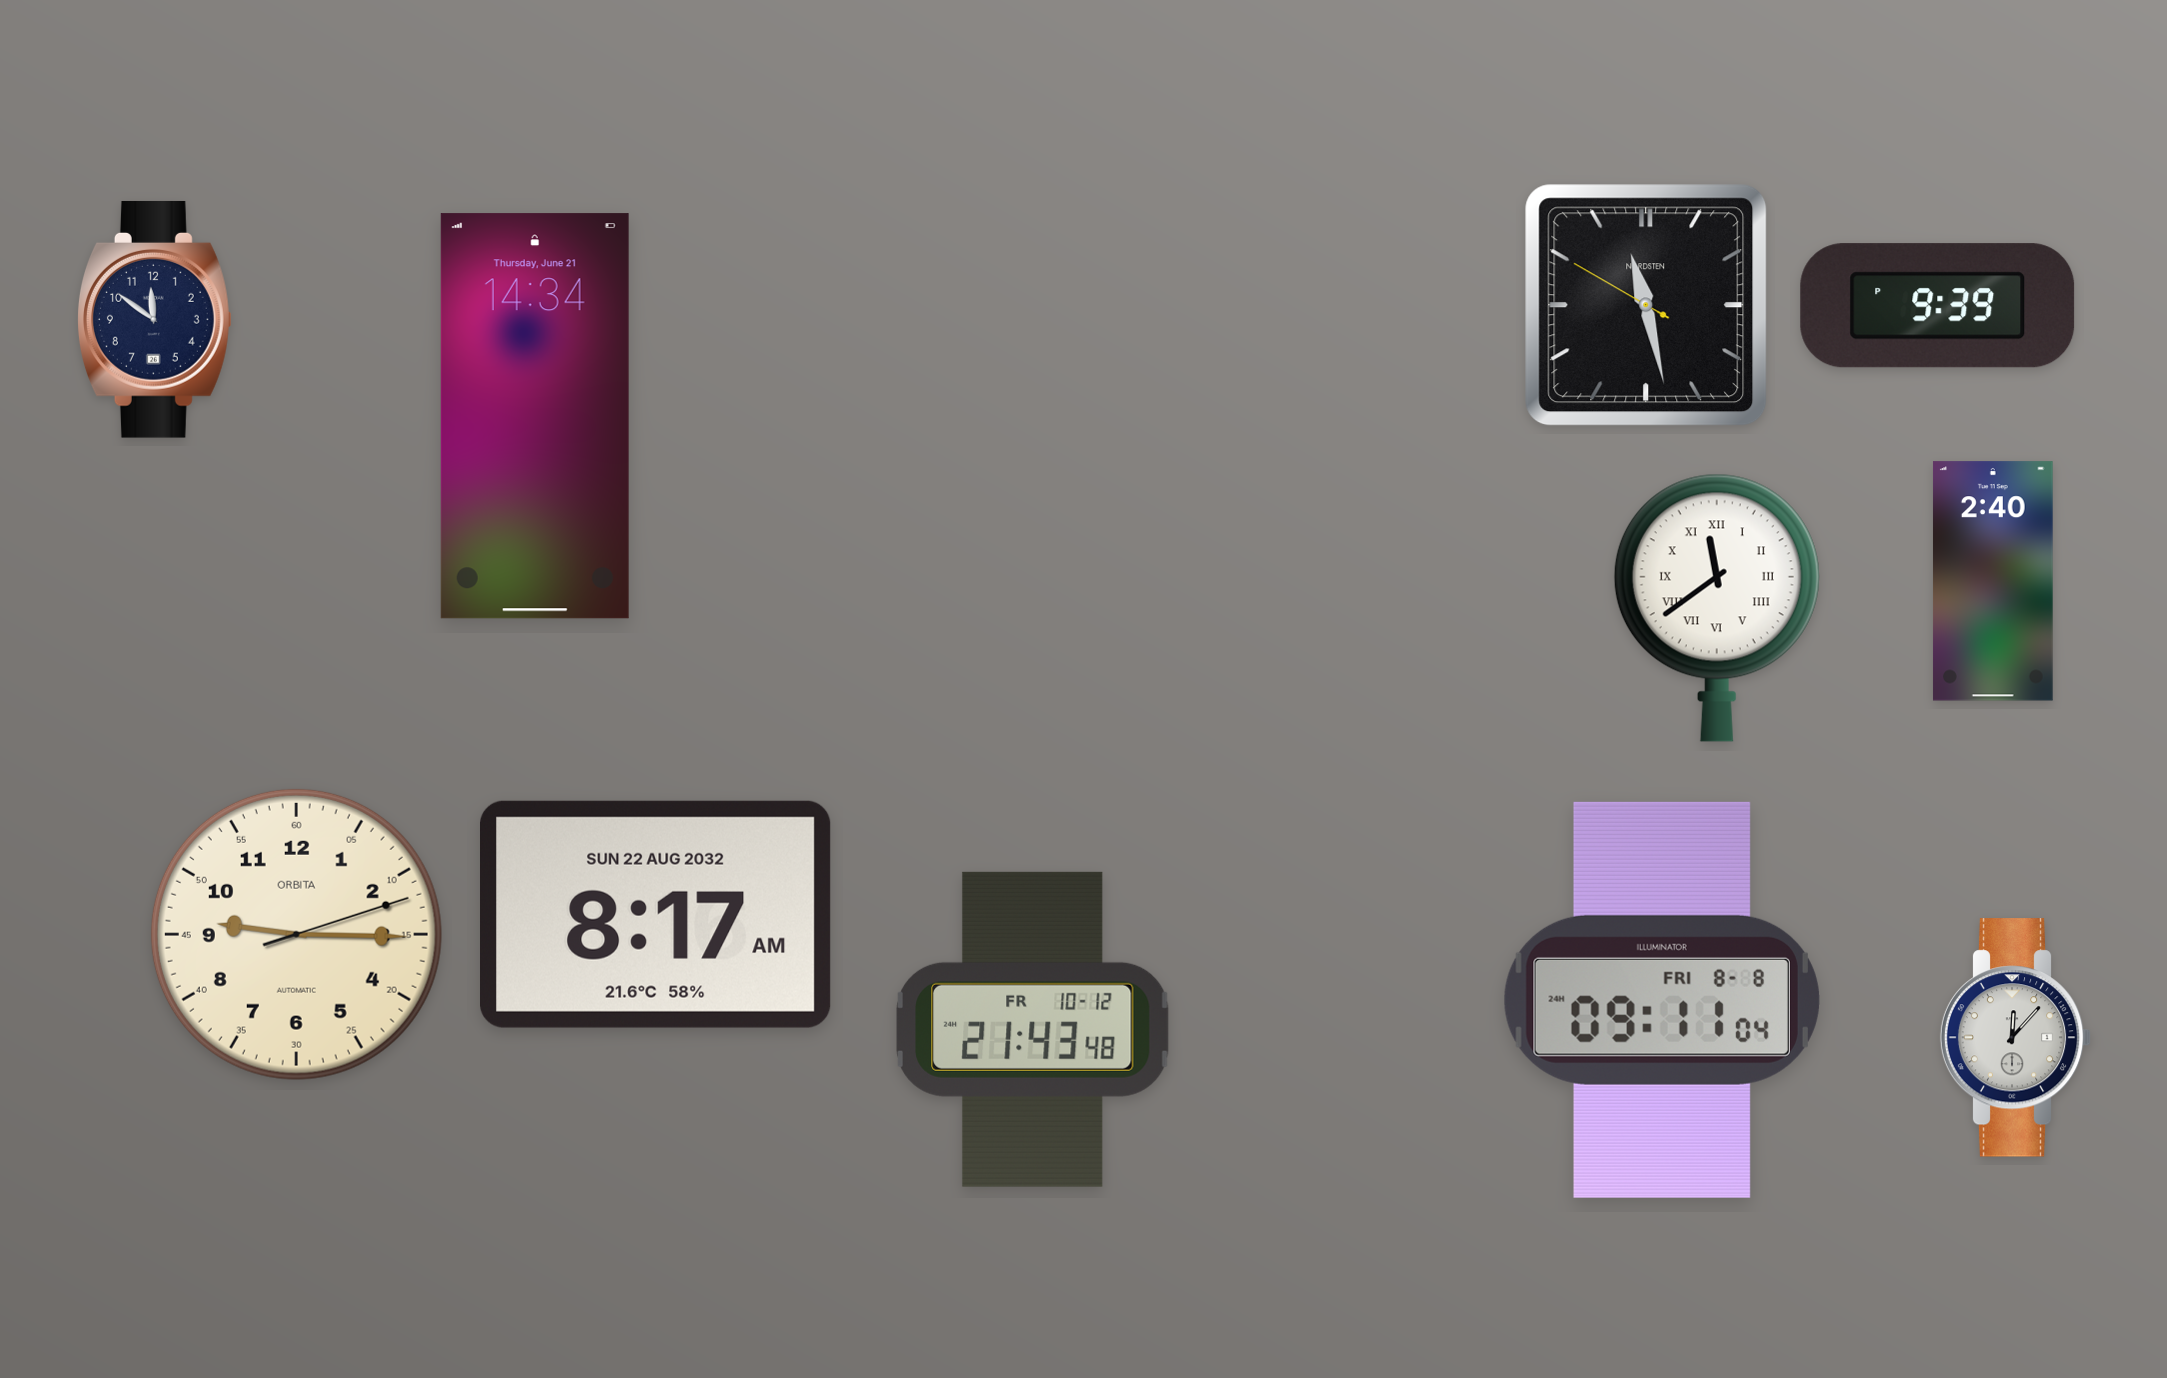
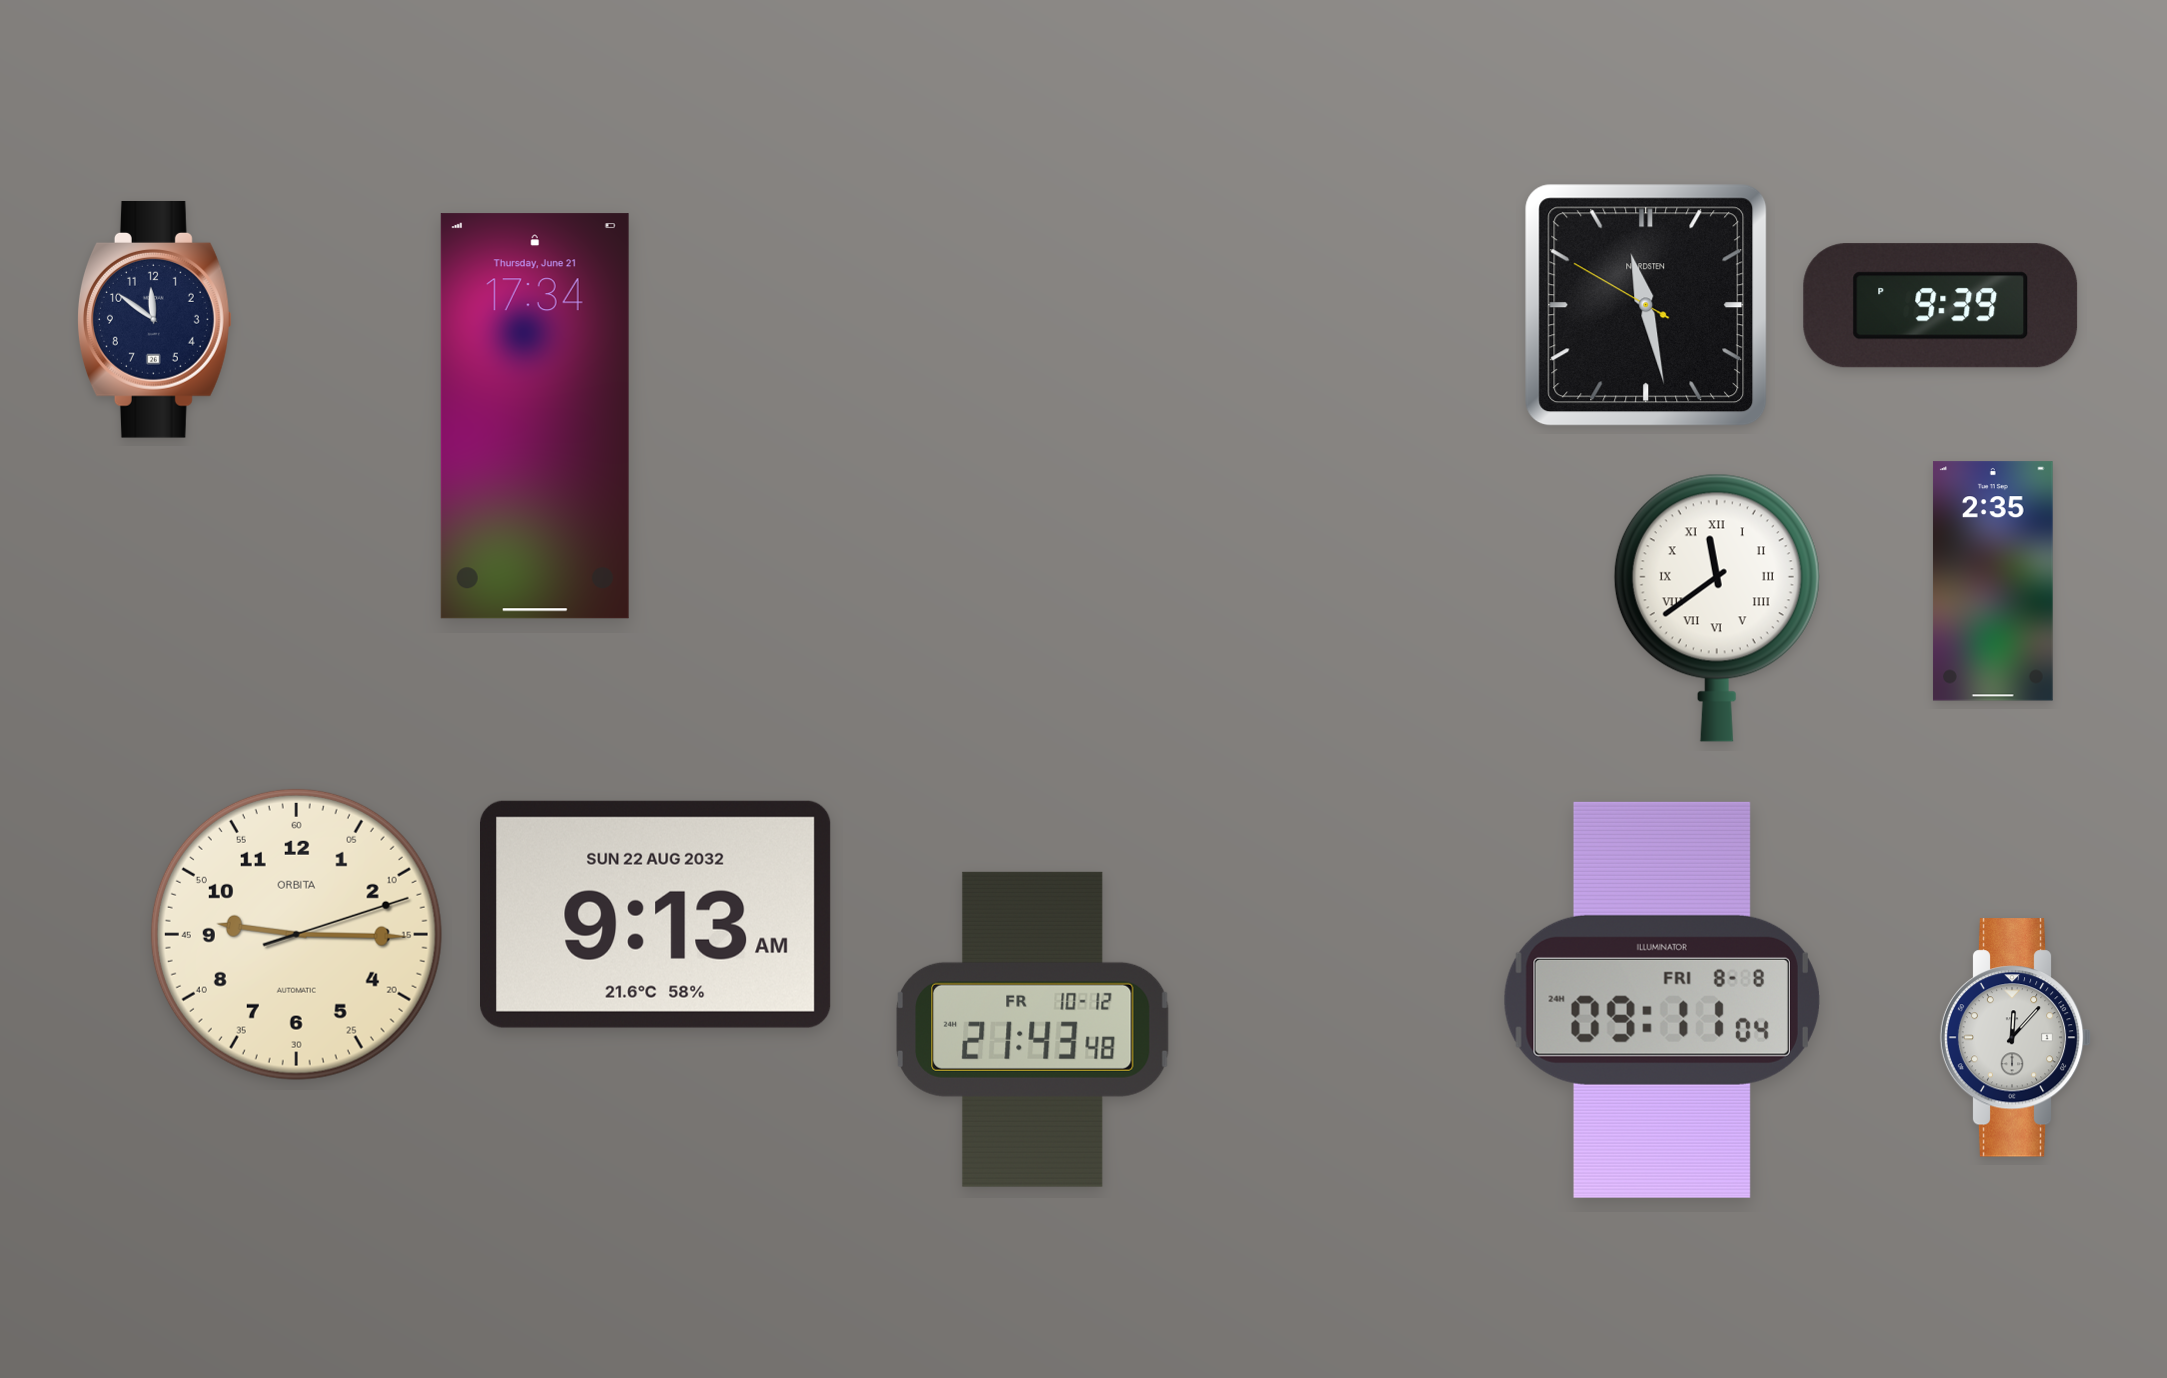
clock at (1938, 306) position: (1938, 306) -> (1941, 306)
clock at (535, 416): 14:34 -> 17:34
clock at (1993, 581): 2:40 -> 2:35
clock at (656, 914): 8:17 -> 9:13
